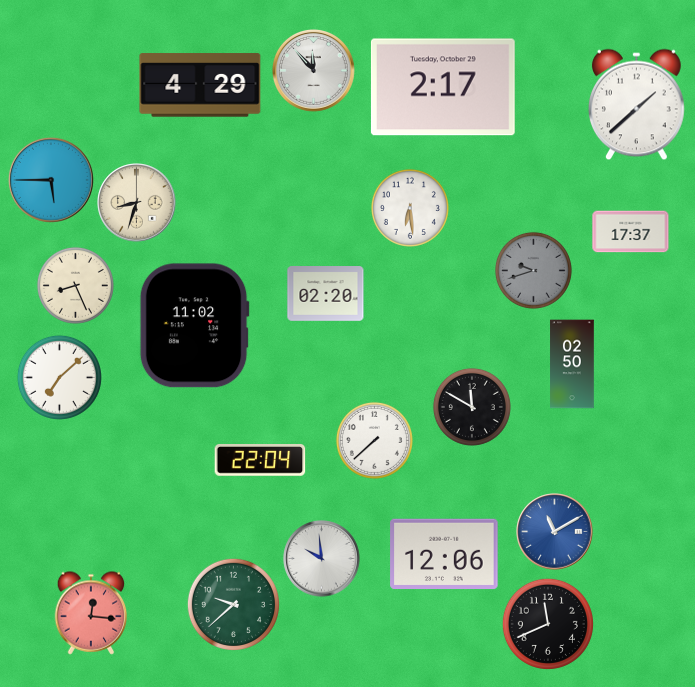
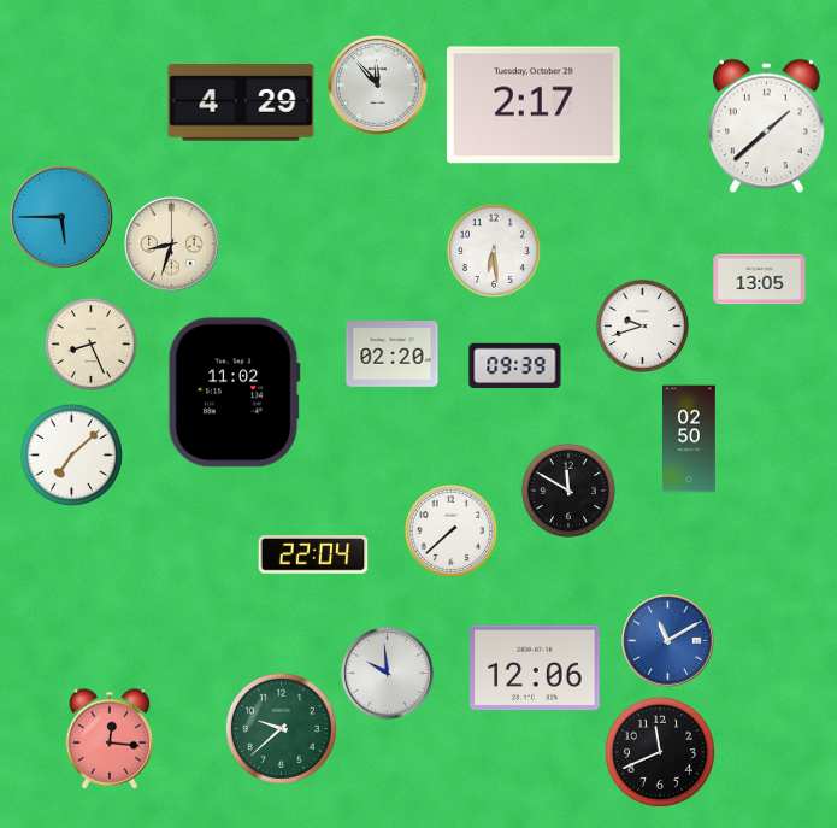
clock at (137, 203) position: (137, 203) -> (172, 245)
clock at (631, 232): 17:37 -> 13:05
clock at (533, 270) dial: grey -> white
clock at (515, 366): none -> 09:39
